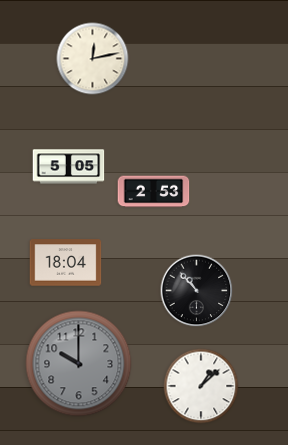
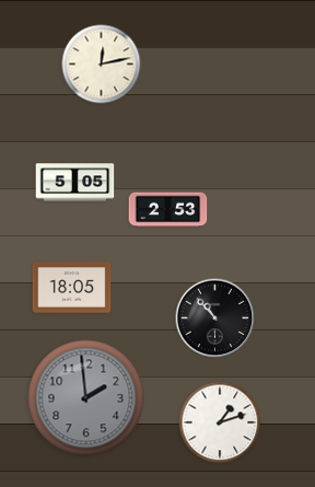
clock at (66, 263): 18:04 -> 18:05
clock at (79, 364): 10:00 -> 1:59
clock at (201, 386): 1:08 -> 1:12
